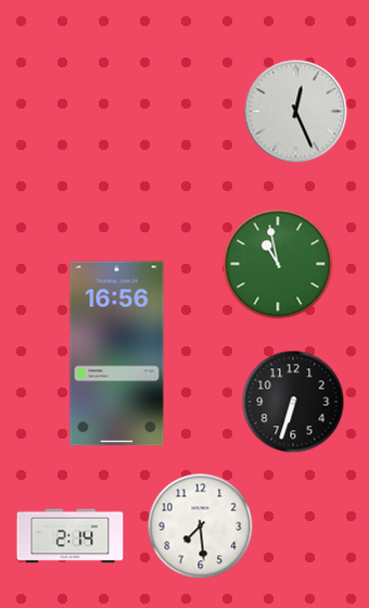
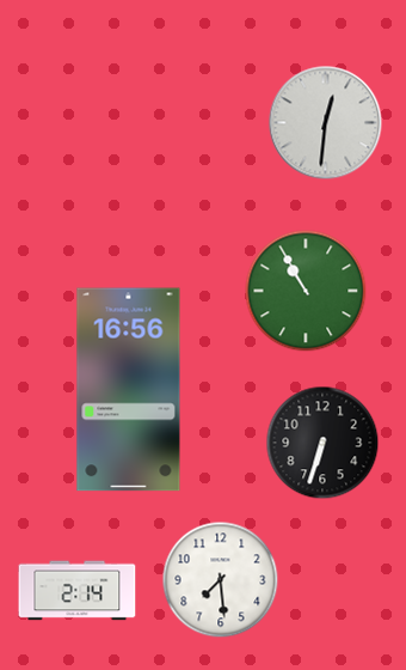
clock at (296, 112): 12:26 -> 12:31
clock at (278, 264): 10:58 -> 10:55
